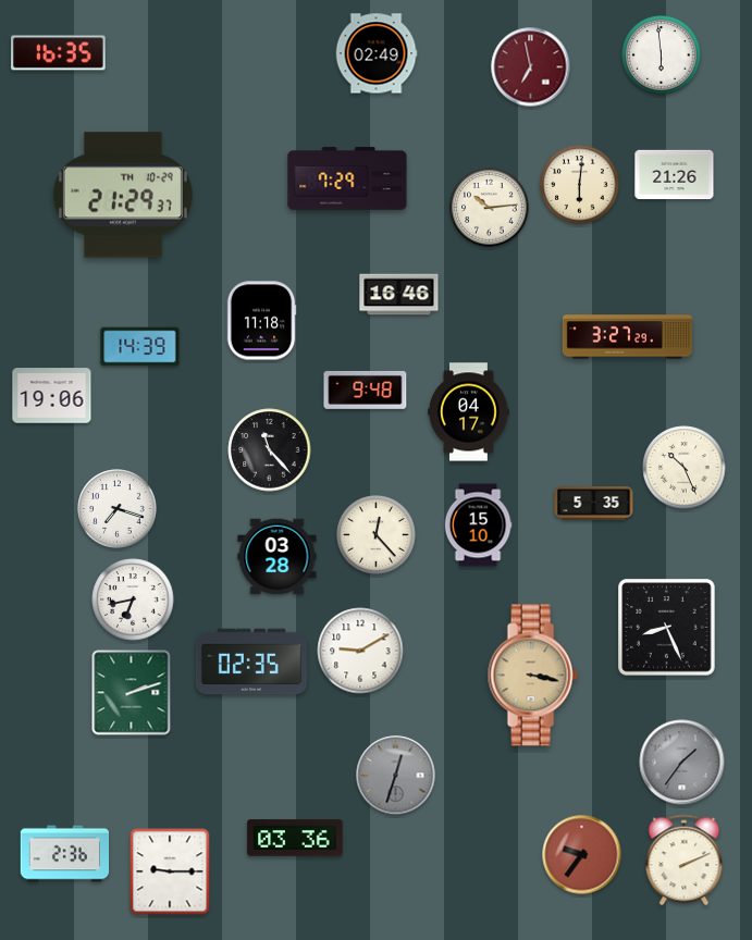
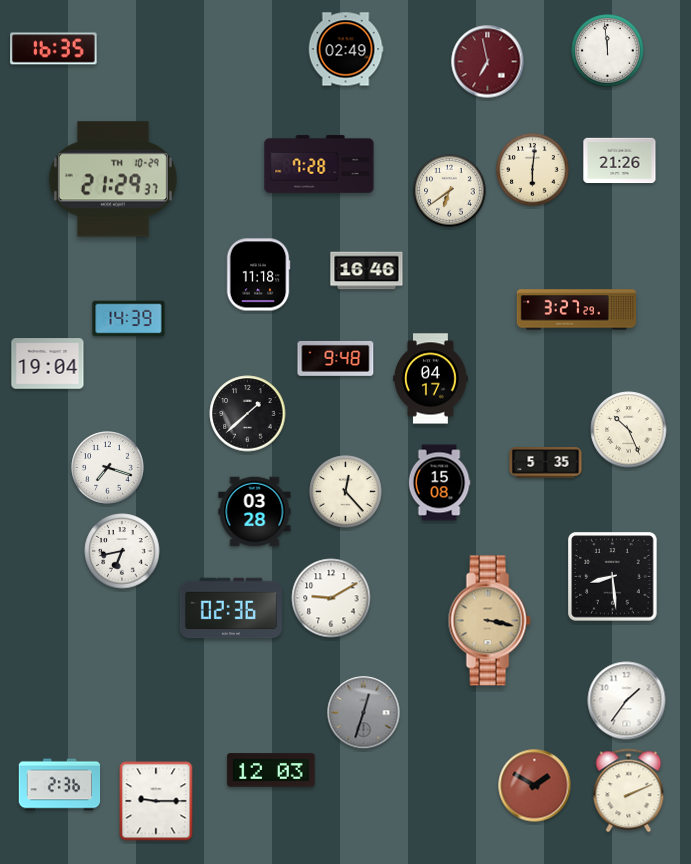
clock at (662, 55): 5:59 -> 11:59
clock at (347, 178): 7:29 -> 7:28
clock at (490, 208): 10:14 -> 6:39
clock at (261, 321) position: (261, 321) -> (258, 275)
clock at (52, 396): 19:06 -> 19:04
clock at (270, 450): 11:23 -> 1:38
clock at (478, 525): 15:10 -> 15:08
clock at (667, 628): 8:26 -> 8:29
clock at (251, 661): 02:35 -> 02:36
clock at (132, 693): 2:12 -> none
clock at (682, 763) dial: grey -> white
clock at (295, 838): 03:36 -> 12:03
clock at (582, 855): 9:36 -> 1:50
